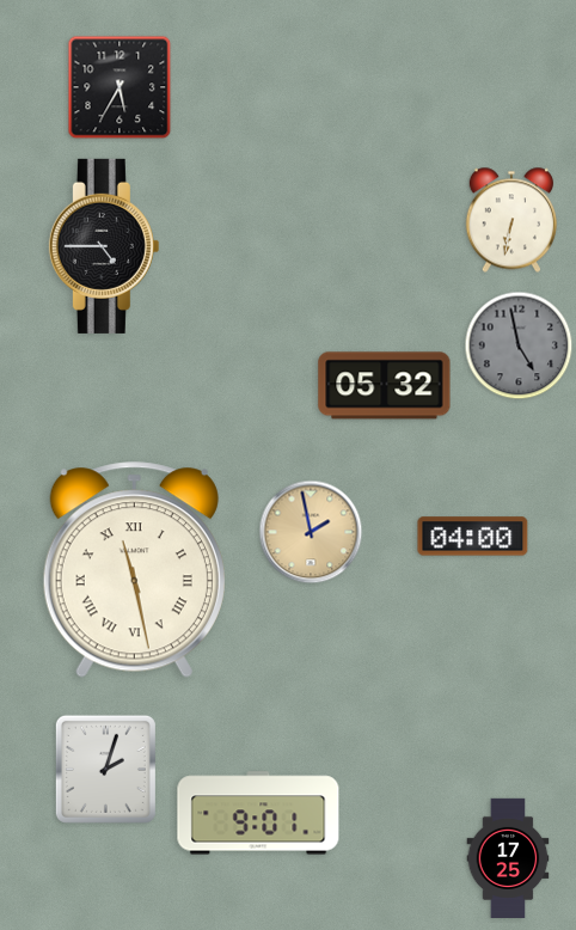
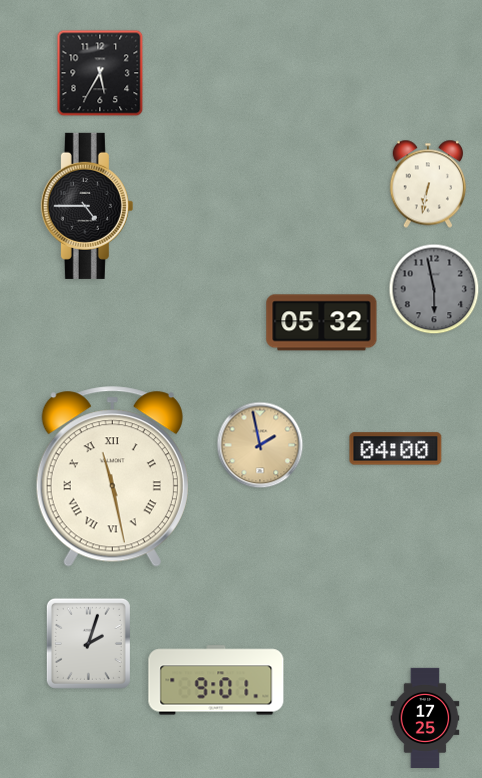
clock at (519, 345): 4:58 -> 5:58
